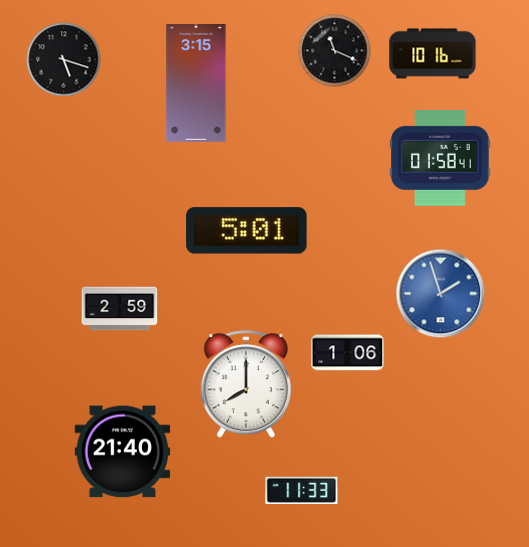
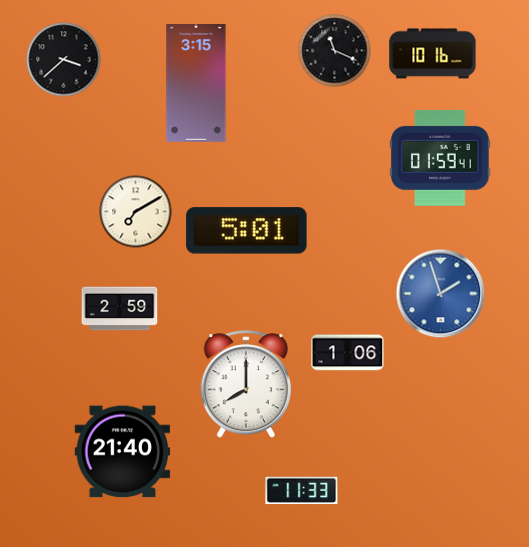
clock at (64, 60): 5:18 -> 3:38
clock at (440, 158): 01:58 -> 01:59
clock at (136, 212): none -> 7:10
